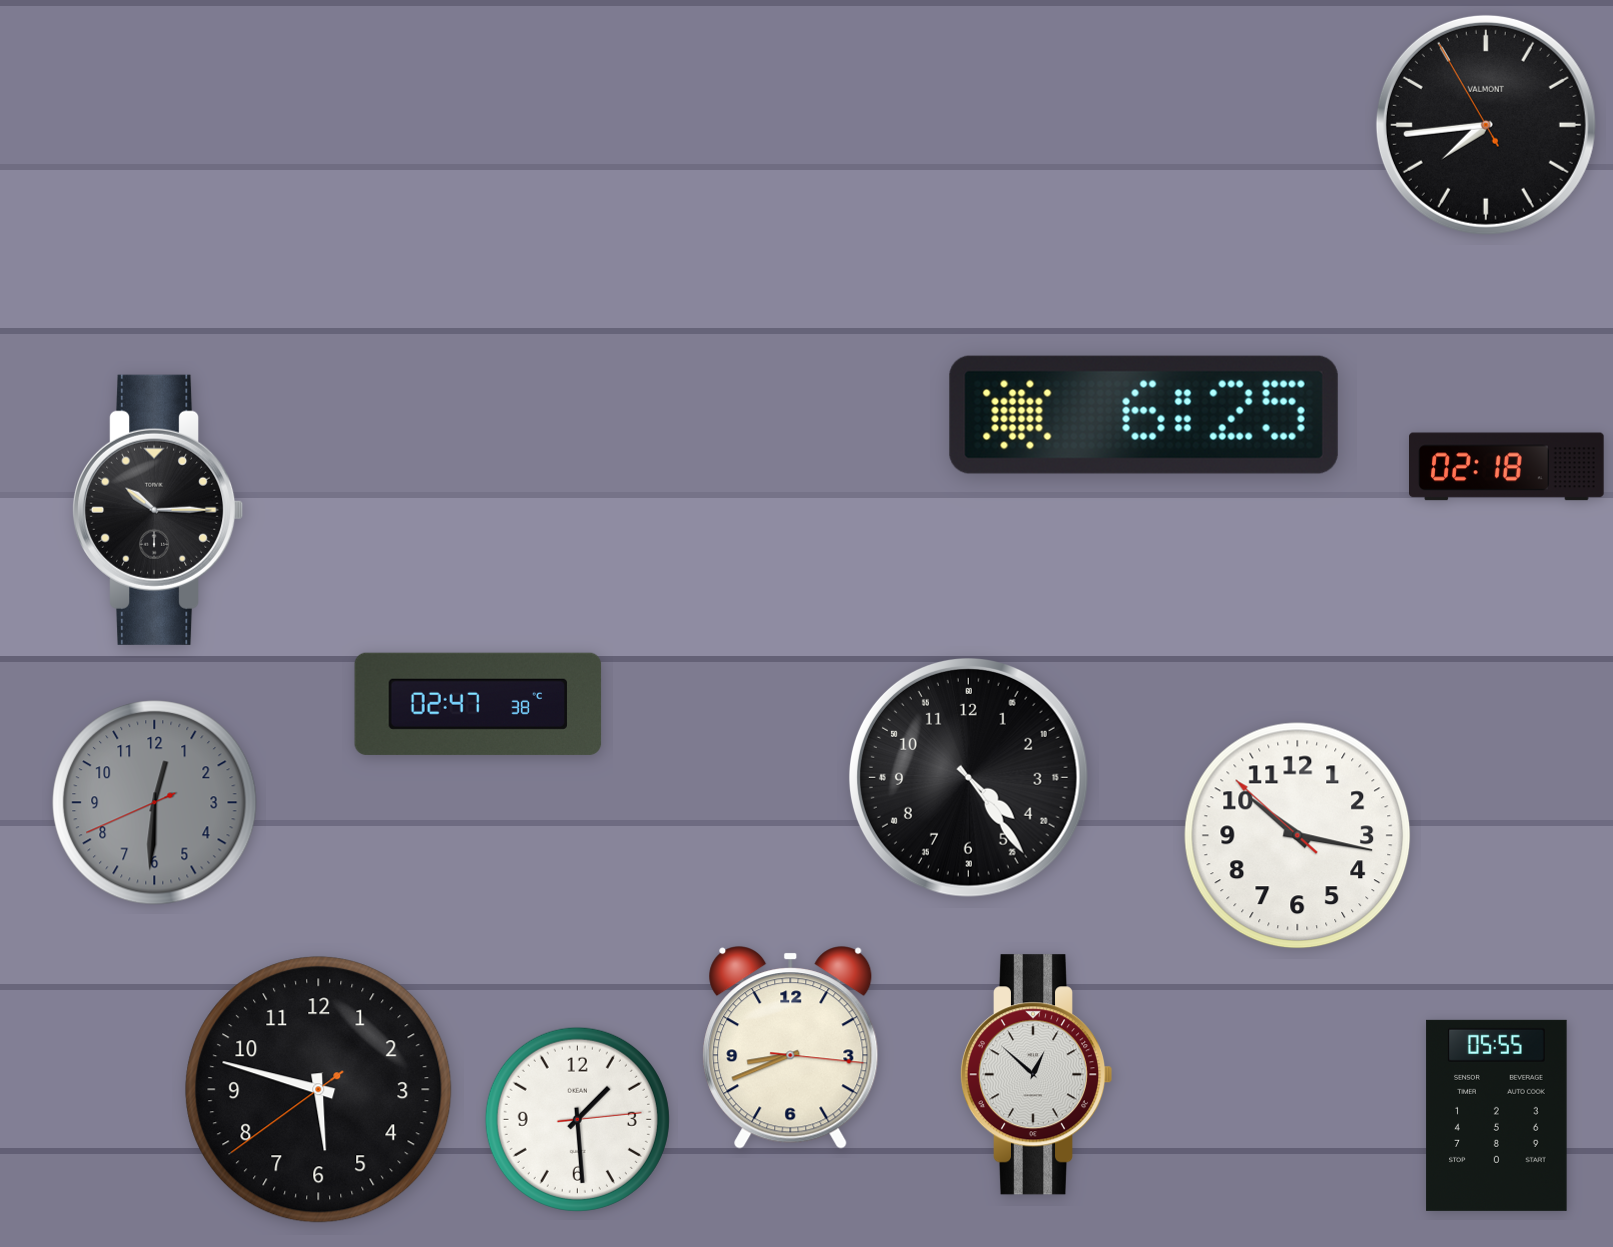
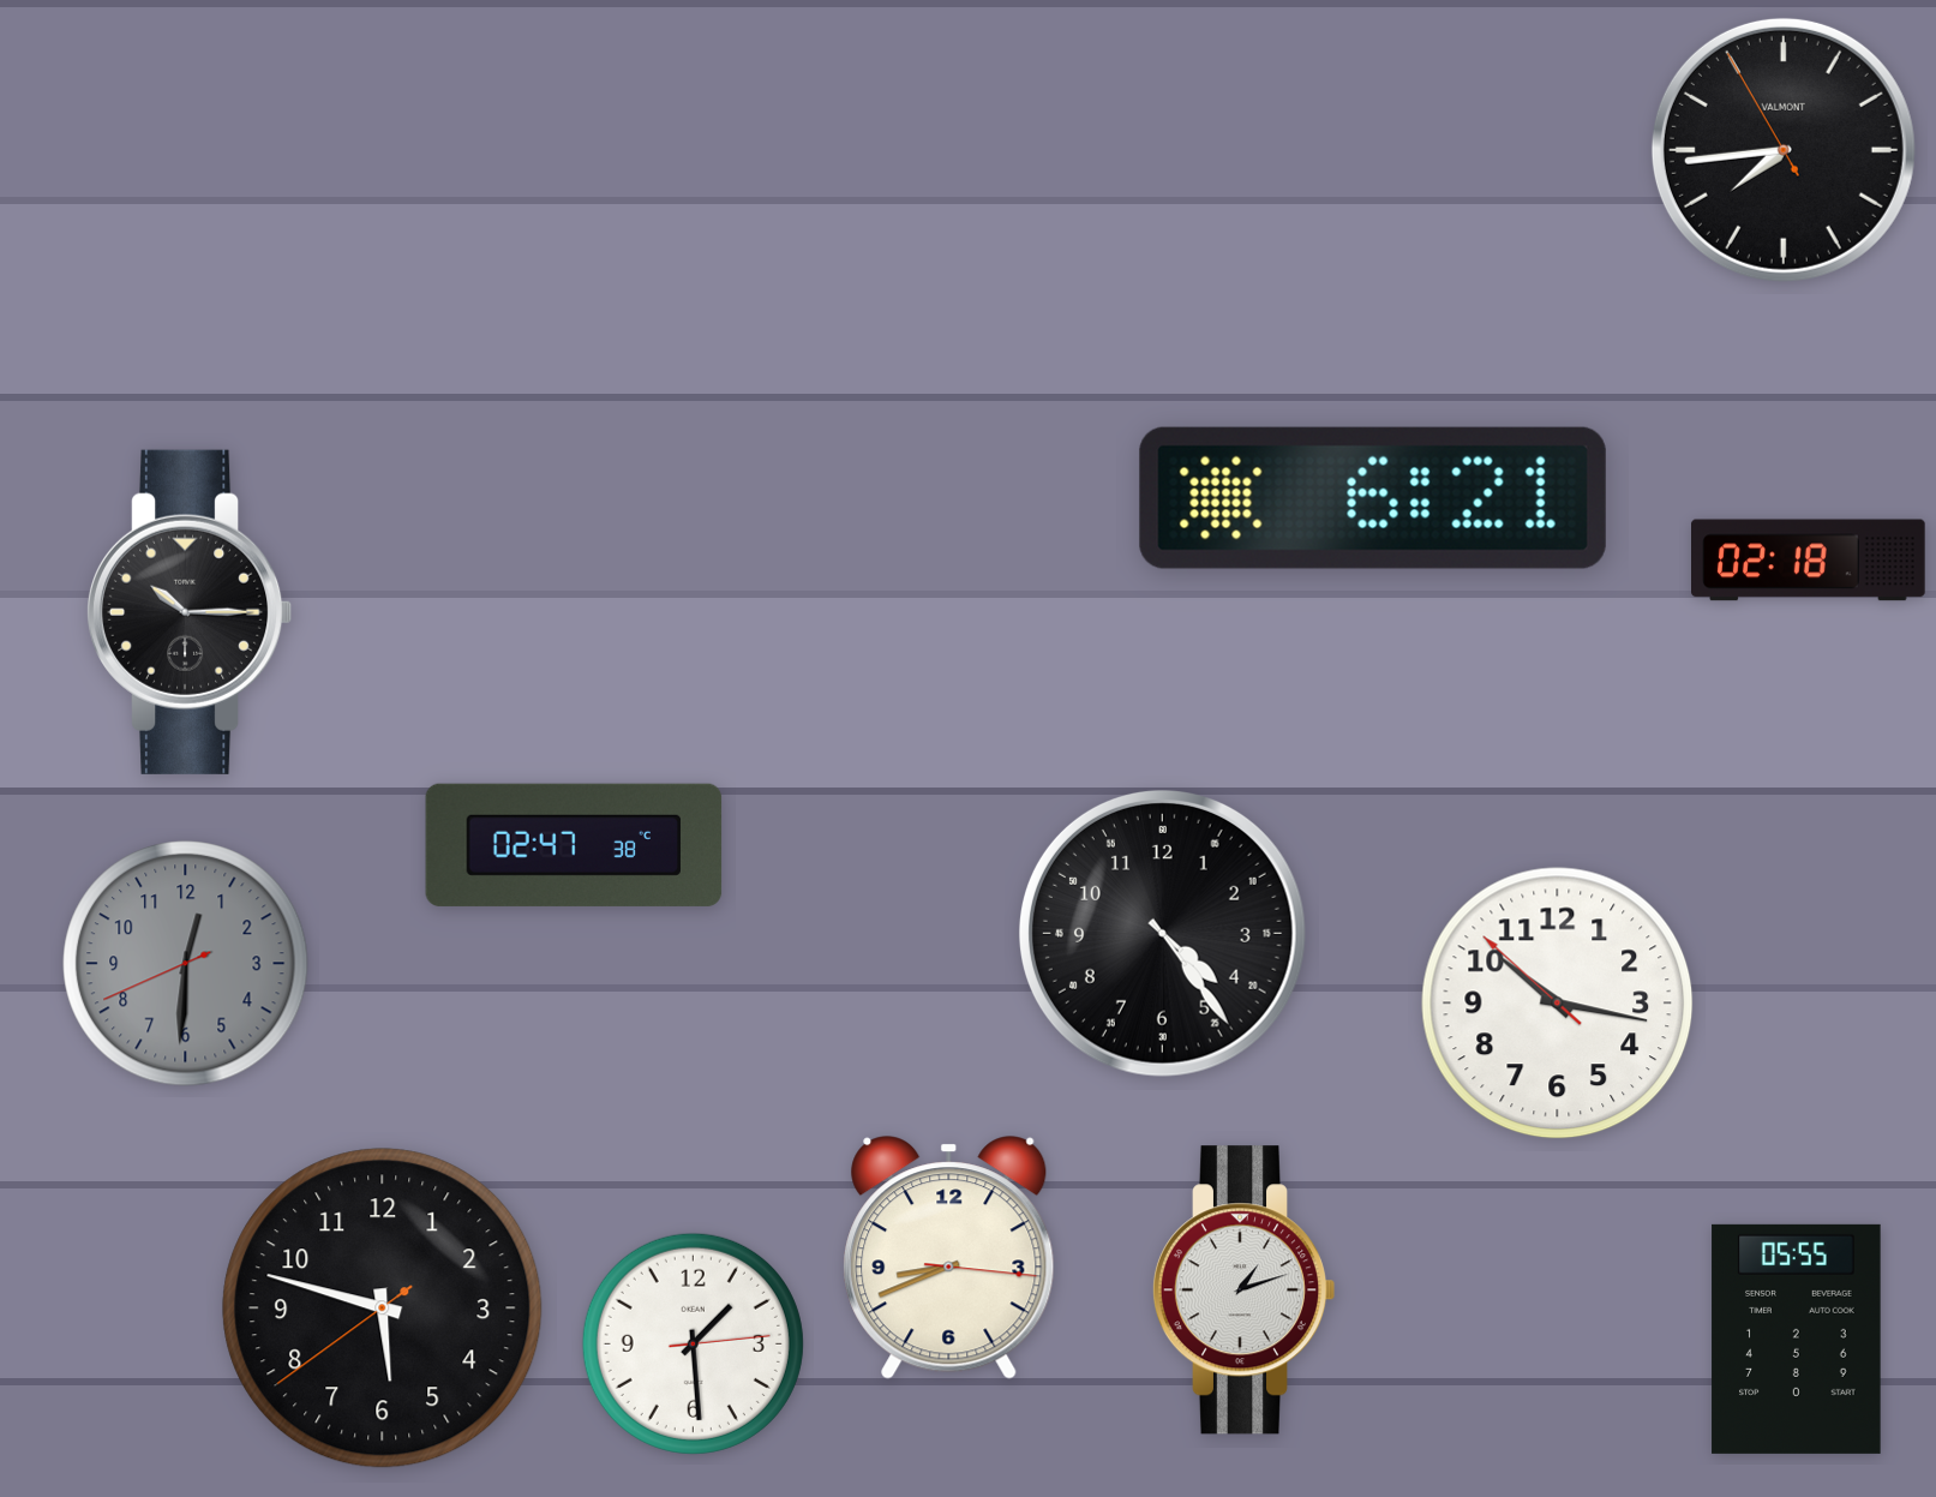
clock at (1144, 415): 6:25 -> 6:21
clock at (1036, 1075): 12:52 -> 1:12
